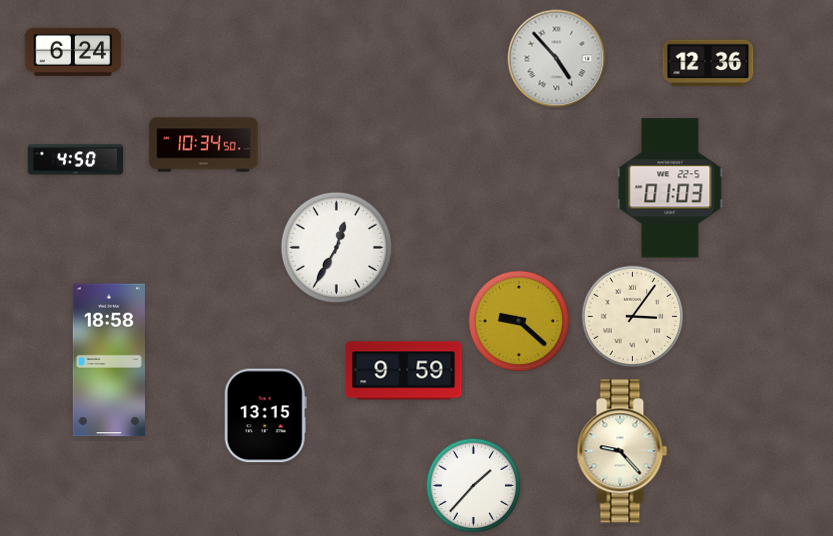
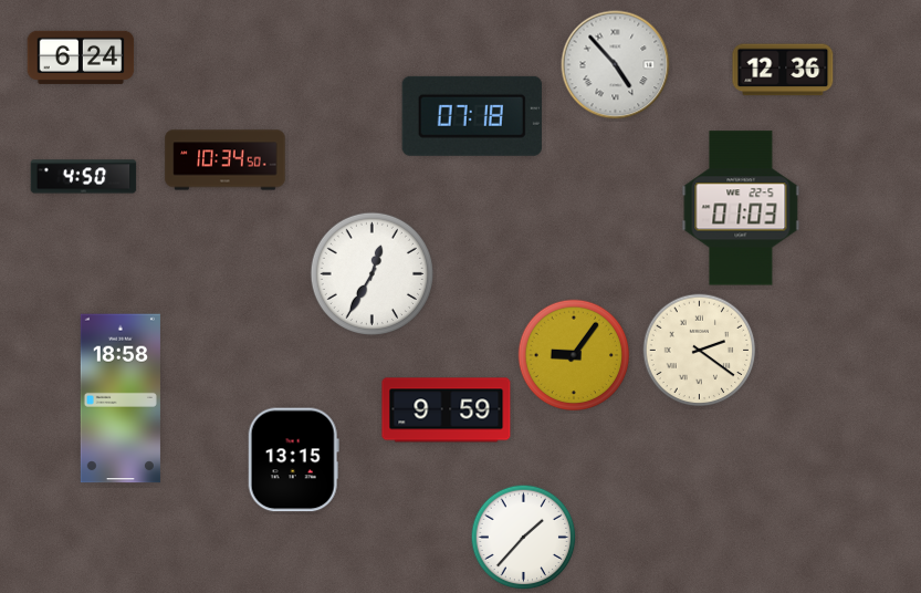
clock at (472, 116): none -> 07:18
clock at (633, 317): 3:06 -> 2:21
clock at (519, 321): 9:22 -> 9:06
clock at (622, 451): 9:23 -> none
